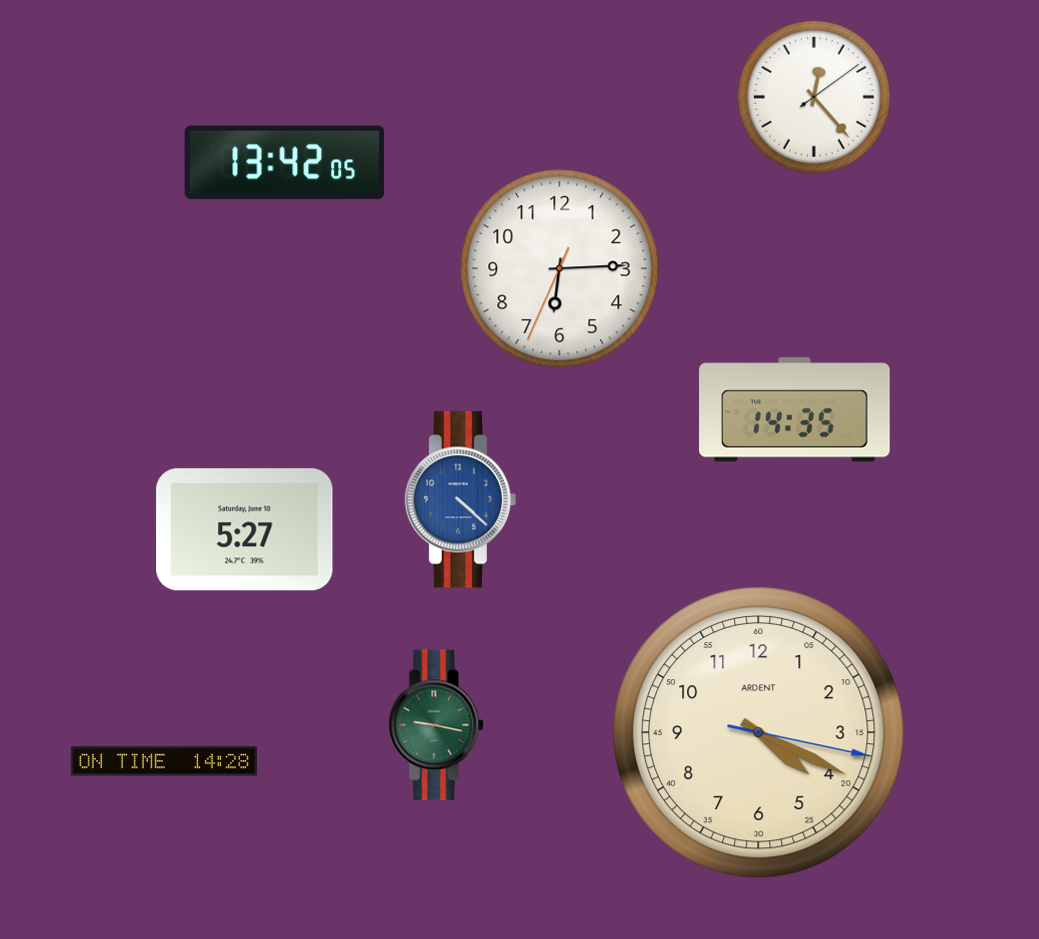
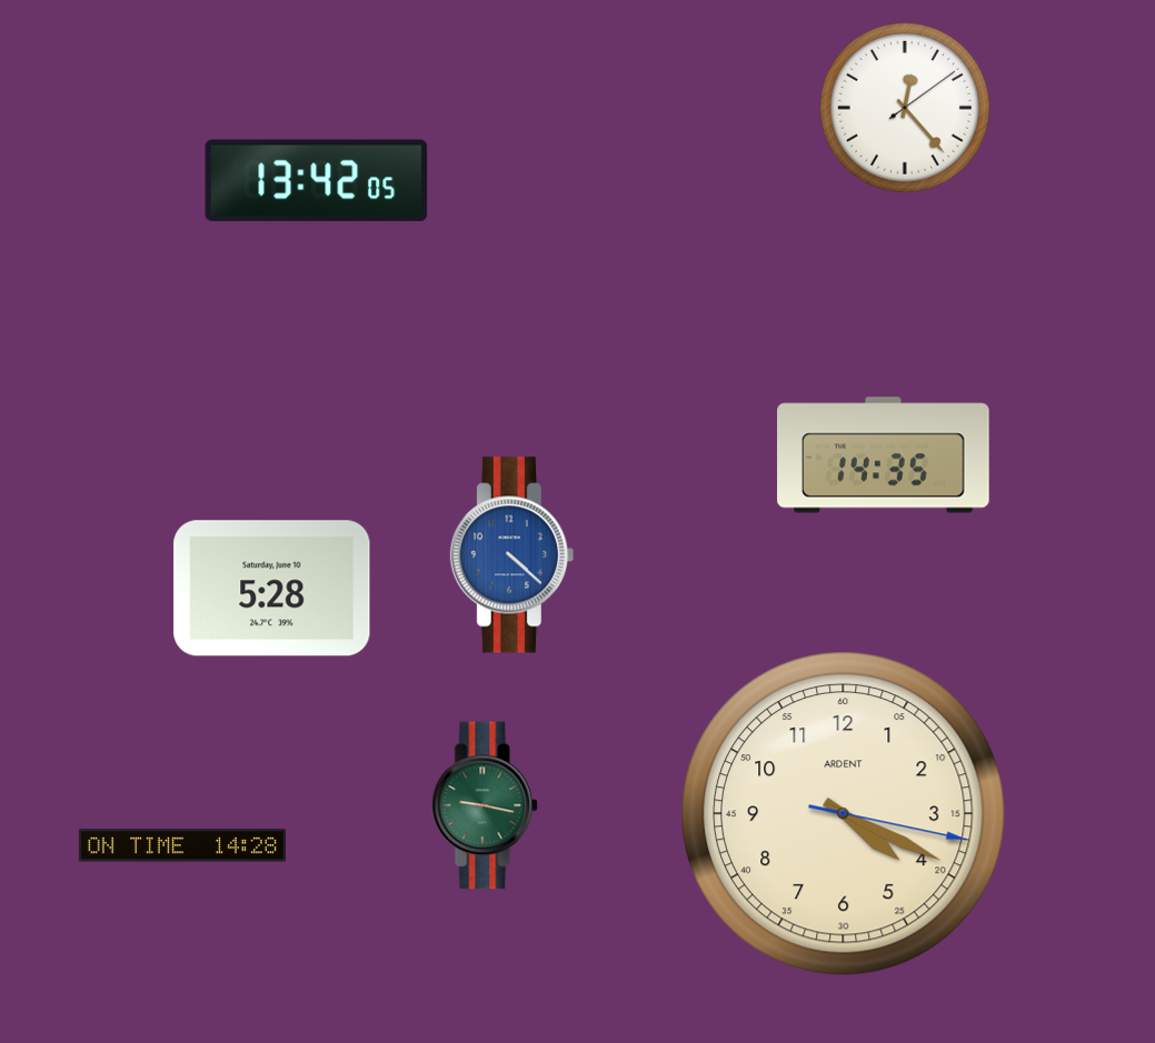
clock at (560, 269): 6:14 -> none
clock at (245, 530): 5:27 -> 5:28
